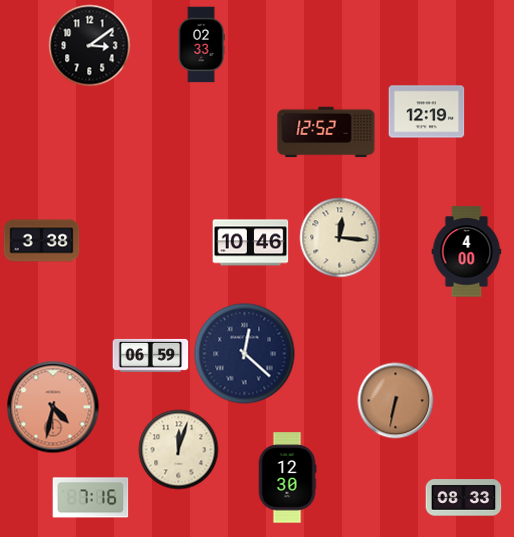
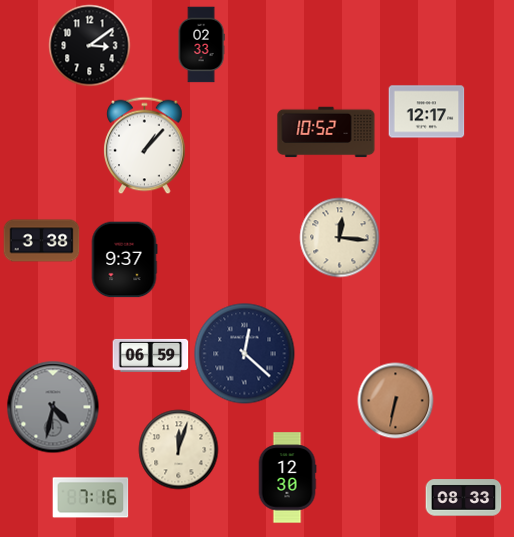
clock at (427, 112): 12:19 -> 12:17
clock at (326, 132): 12:52 -> 10:52
clock at (145, 146): none -> 1:07
clock at (251, 243): 10:46 -> none
clock at (467, 252): 4:00 -> none
clock at (124, 260): none -> 9:37
clock at (53, 407) dial: salmon -> grey
